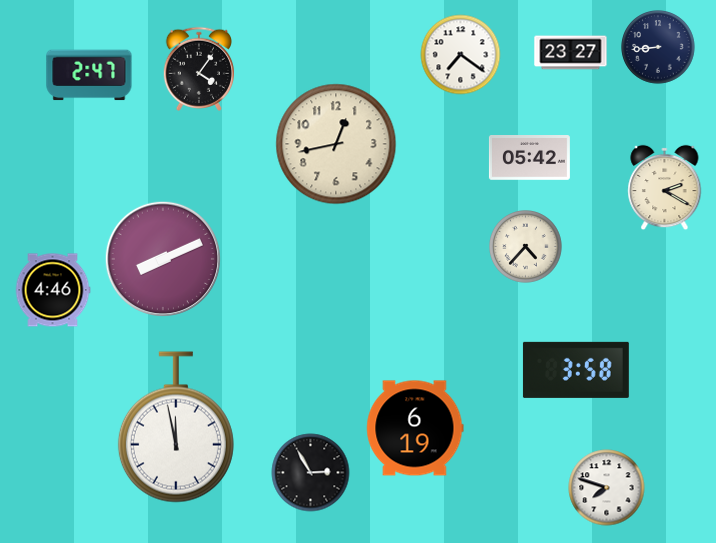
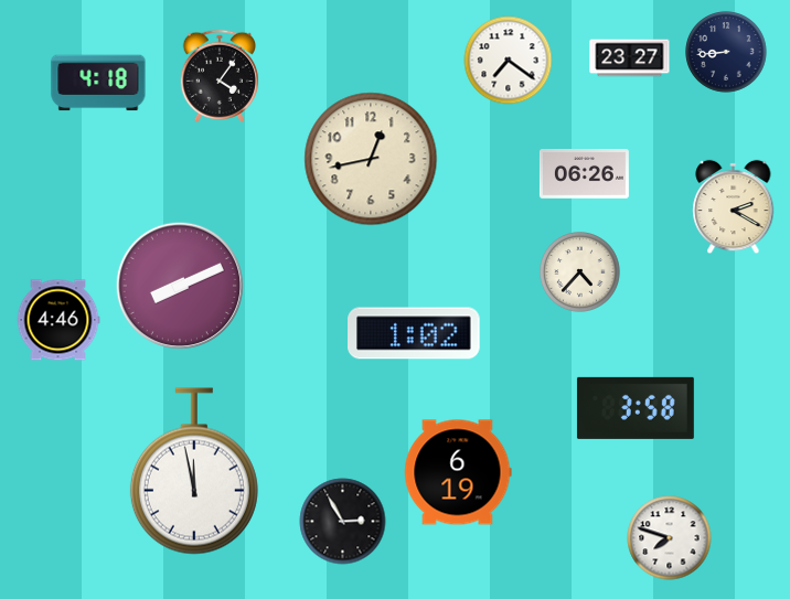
clock at (89, 75): 2:47 -> 4:18
clock at (529, 158): 05:42 -> 06:26
clock at (414, 333): none -> 1:02
